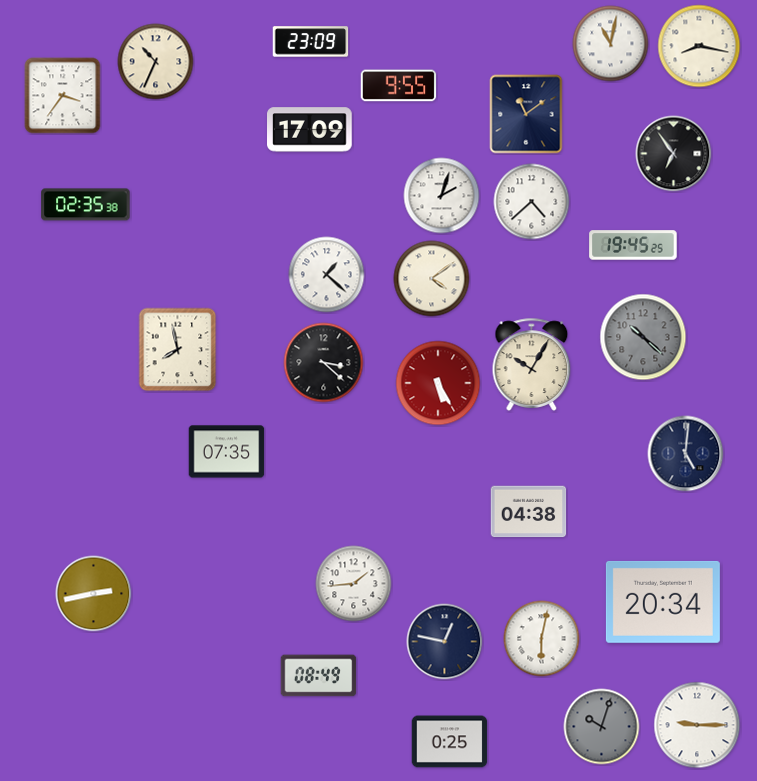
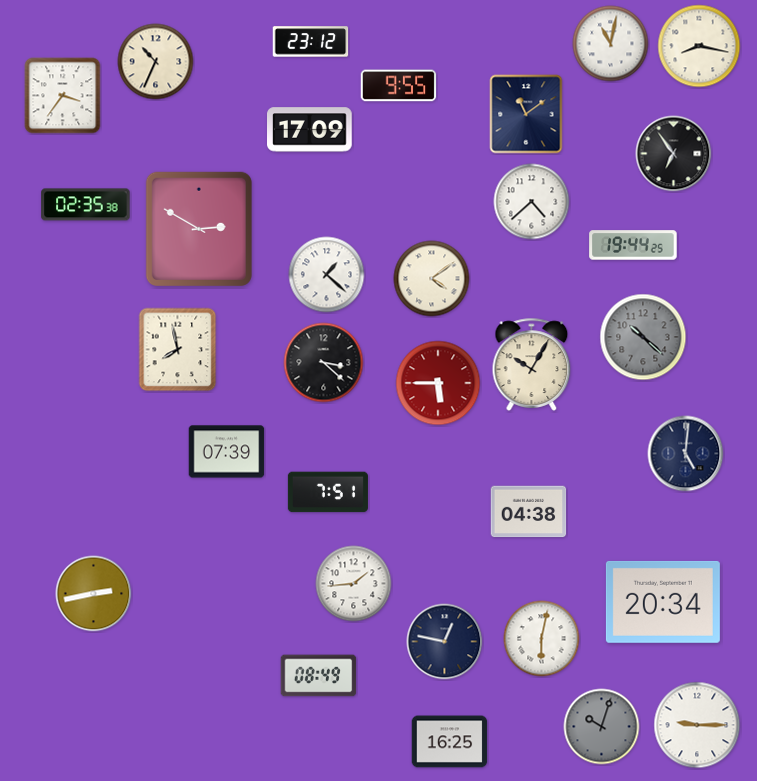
clock at (311, 42): 23:09 -> 23:12
clock at (442, 196): 2:03 -> none
clock at (199, 229): none -> 2:50
clock at (633, 245): 19:45 -> 19:44
clock at (438, 383): 5:25 -> 5:45
clock at (227, 452): 07:35 -> 07:39
clock at (328, 492): none -> 7:51
clock at (450, 742): 0:25 -> 16:25
